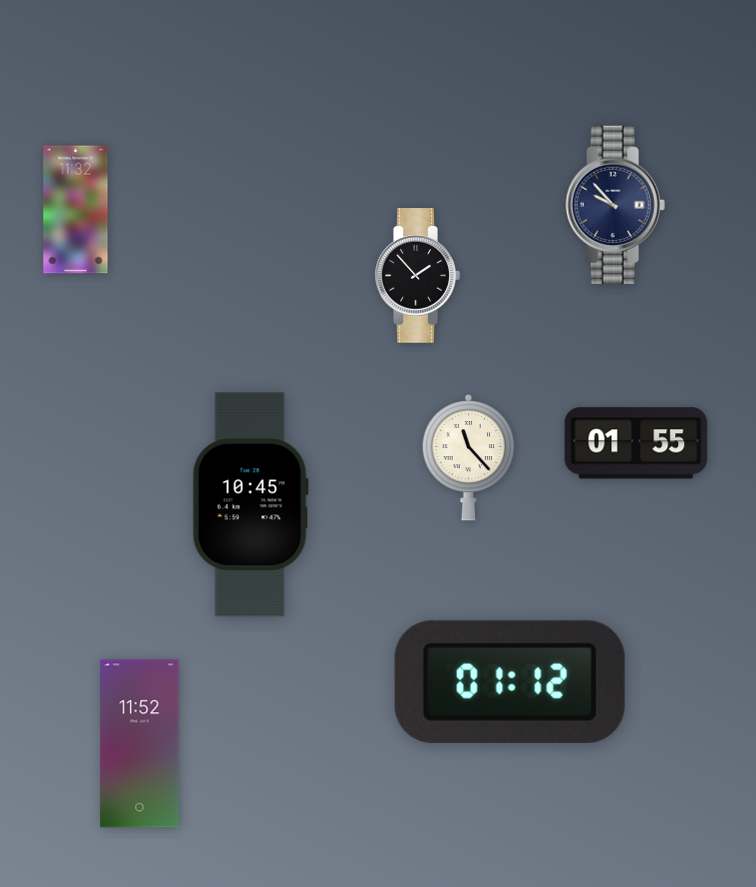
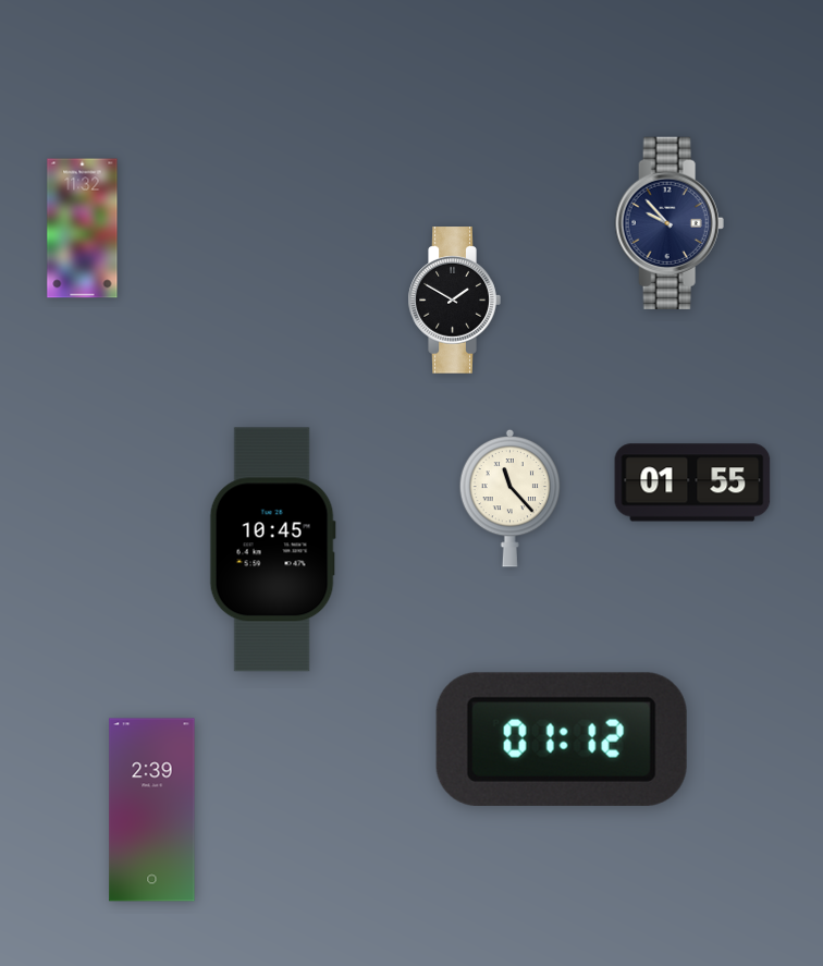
clock at (417, 276): 1:53 -> 1:50
clock at (510, 682) position: (510, 682) -> (562, 739)
clock at (140, 744): 11:52 -> 2:39
